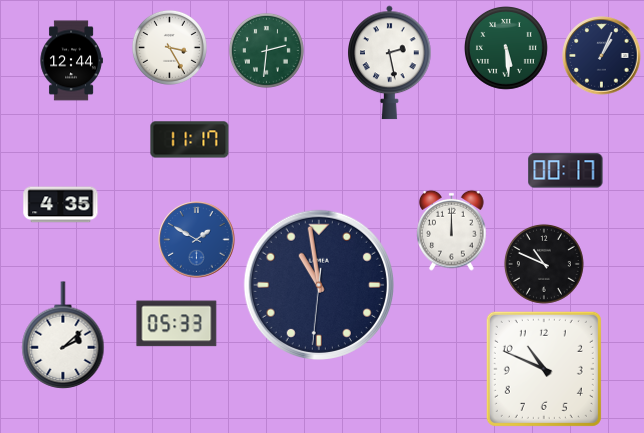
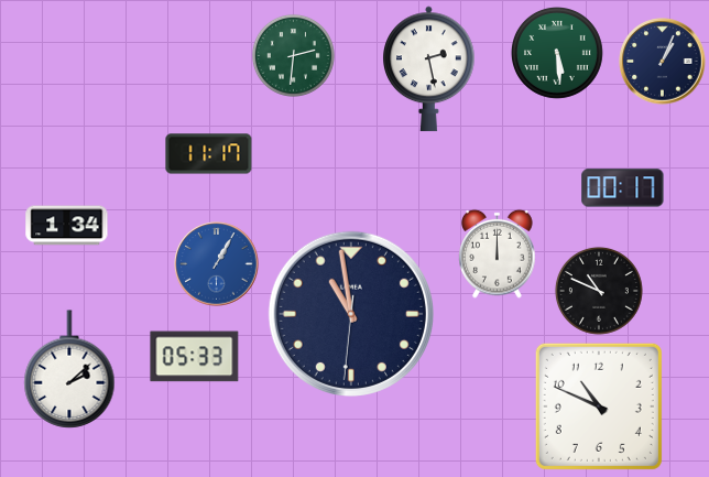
clock at (169, 47): 3:25 -> none
clock at (71, 61): 12:44 -> none
clock at (61, 205): 4:35 -> 1:34
clock at (197, 240): 1:50 -> 1:05
